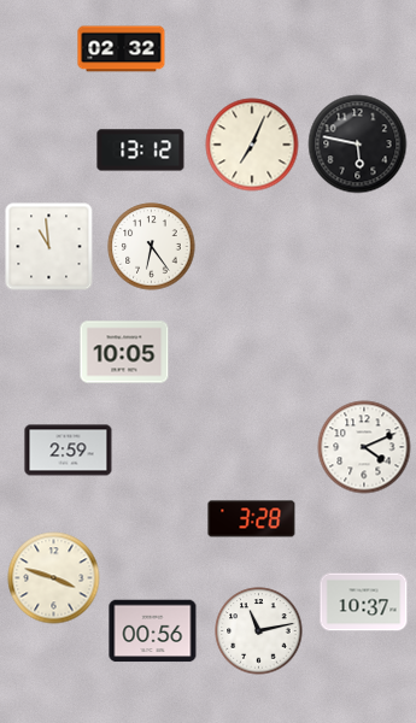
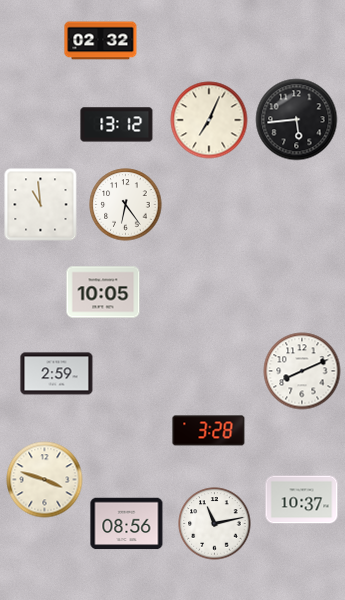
clock at (358, 145): 5:47 -> 5:44
clock at (364, 447): 4:11 -> 8:11
clock at (153, 631): 00:56 -> 08:56
